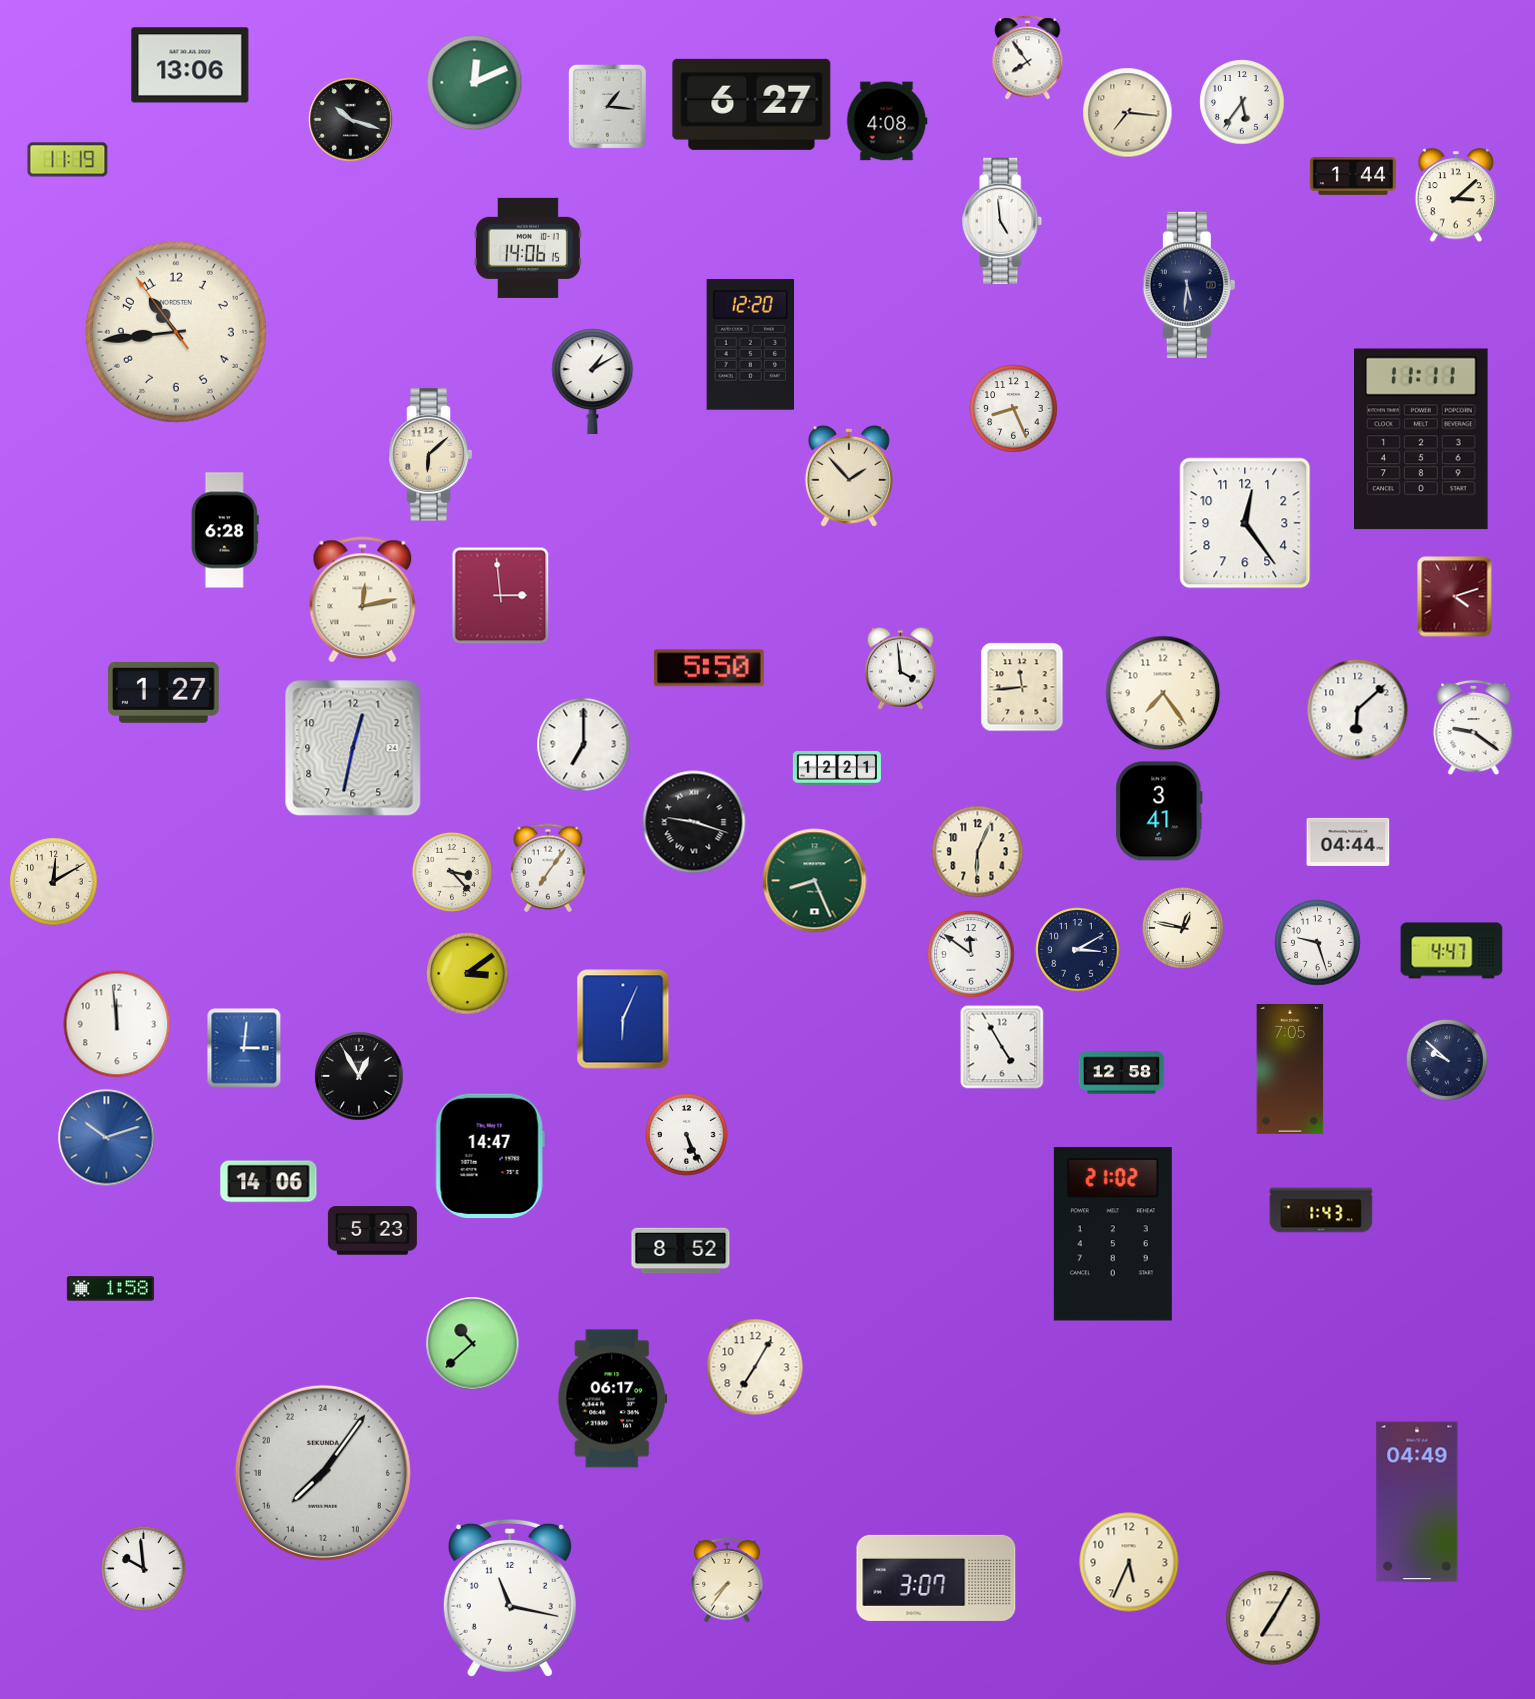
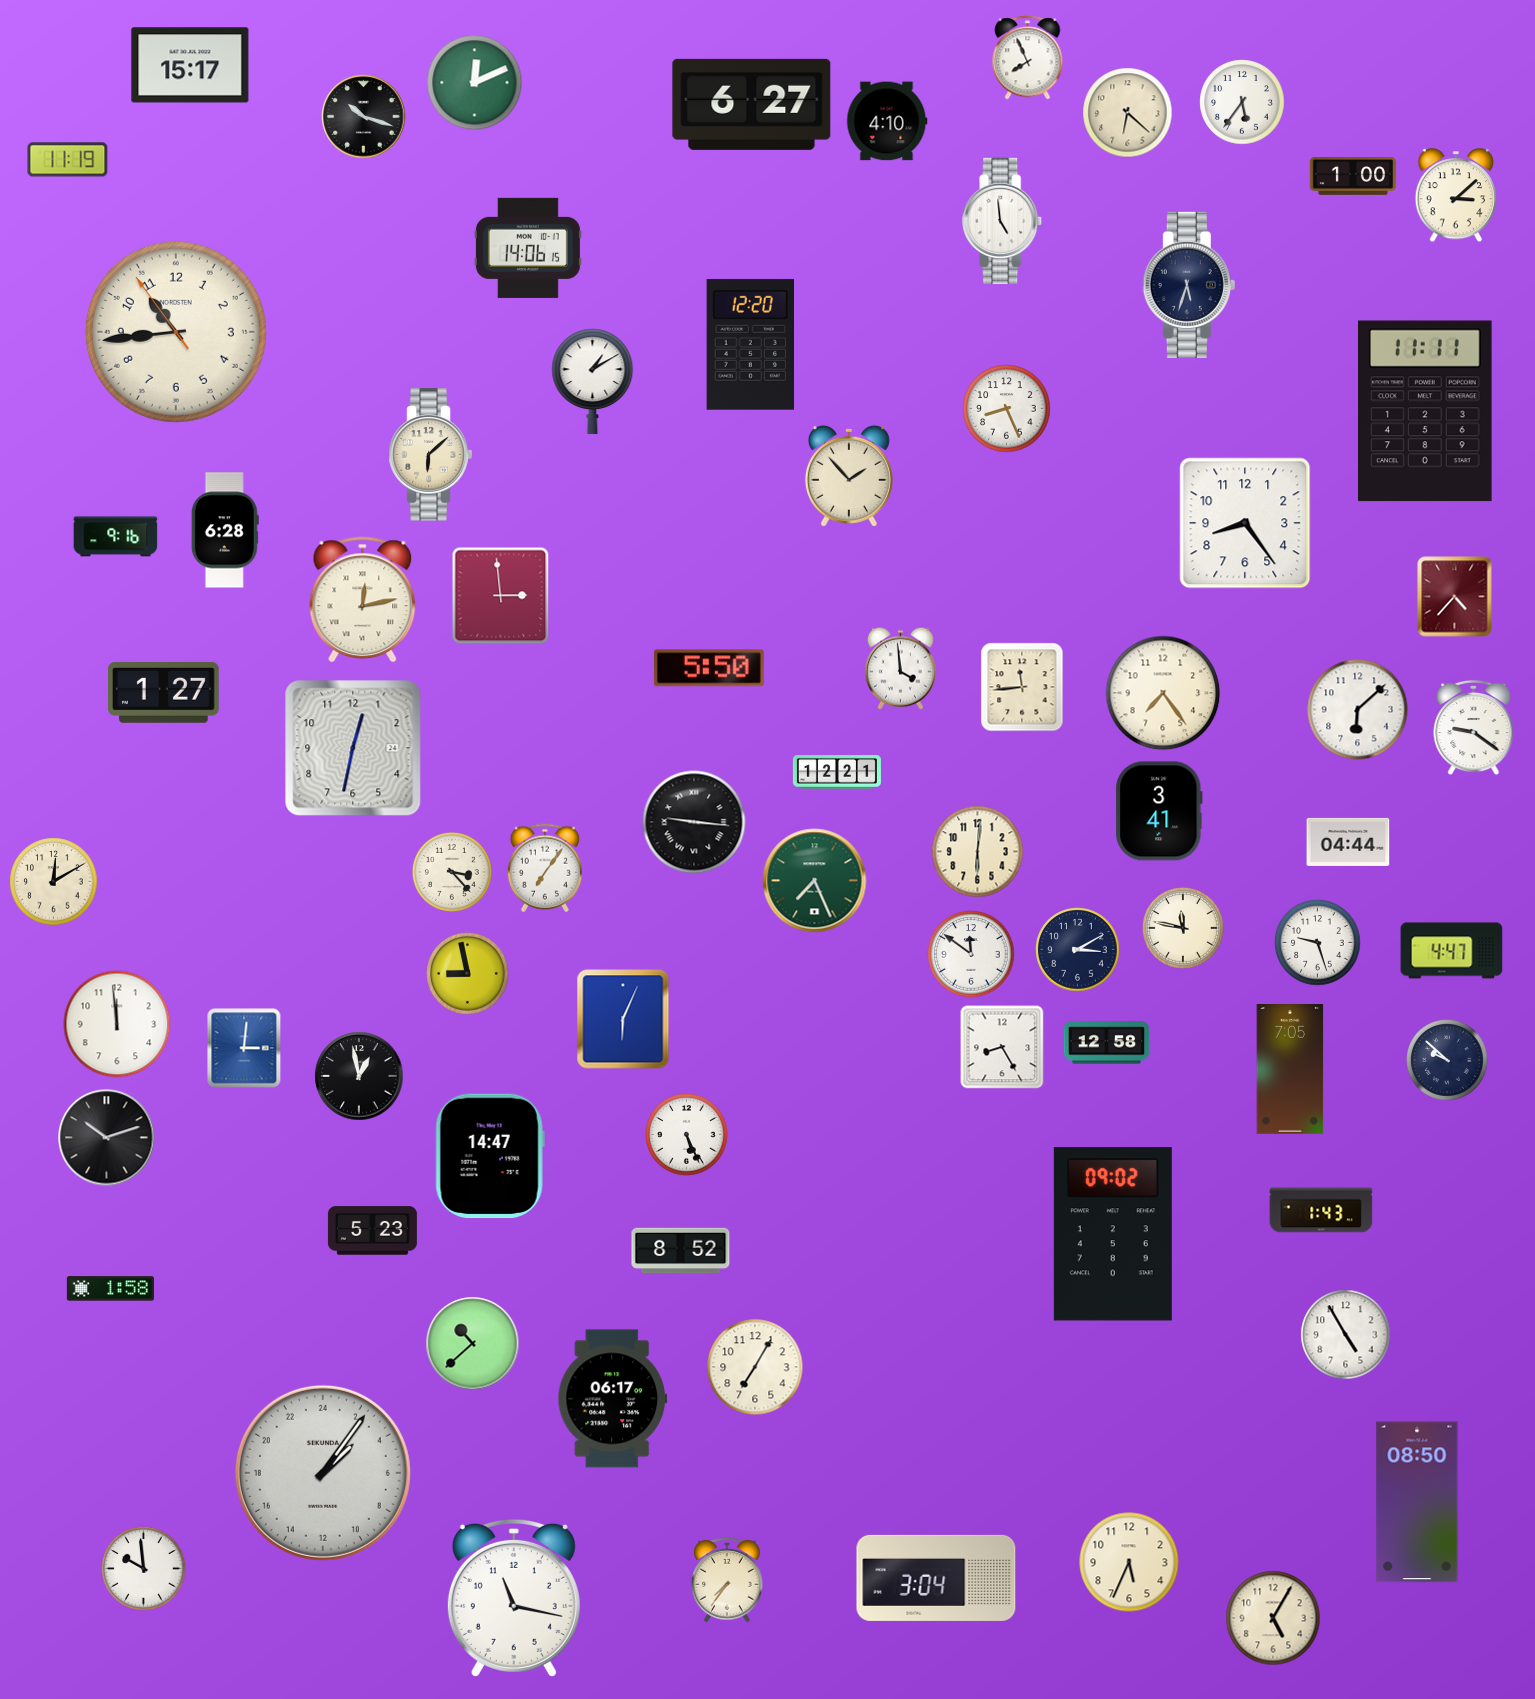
clock at (1028, 58): 7:54 -> 7:56
clock at (190, 65): 13:06 -> 15:17
clock at (607, 107): 1:16 -> none
clock at (1128, 113): 7:16 -> 6:22
clock at (351, 120) position: (351, 120) -> (364, 117)
clock at (887, 121): 4:08 -> 4:10
clock at (1353, 177): 1:44 -> 1:00
clock at (1189, 285): 5:31 -> 5:33
clock at (1014, 409) position: (1014, 409) -> (1007, 409)
clock at (1422, 439) position: (1422, 439) -> (1426, 411)
clock at (1245, 523): 12:24 -> 8:24
clock at (116, 537): none -> 9:16
clock at (1455, 597): 4:12 -> 4:37
clock at (584, 745): 7:00 -> none
clock at (837, 769) position: (837, 769) -> (837, 773)
clock at (694, 822): 9:18 -> 9:16
clock at (978, 852): 6:04 -> 6:01
clock at (548, 868) position: (548, 868) -> (545, 868)
clock at (815, 881): 8:26 -> 7:26
clock at (1184, 929): 12:47 -> 11:47
clock at (468, 974): 3:09 -> 8:58
clock at (1002, 1047): 4:55 -> 8:25
clock at (1122, 1073) position: (1122, 1073) -> (1107, 1043)
clock at (359, 1076): 12:55 -> 12:58
clock at (107, 1138) dial: blue -> black
clock at (269, 1182): 14:06 -> none
clock at (1113, 1234): 21:02 -> 09:02
clock at (1346, 1335): none -> 4:55
clock at (323, 1473): 15:06 -> 3:06
clock at (1417, 1502): 04:49 -> 08:50
clock at (936, 1578): 3:07 -> 3:04
clock at (510, 1598) position: (510, 1598) -> (514, 1598)
clock at (1273, 1618): 7:05 -> 5:05
